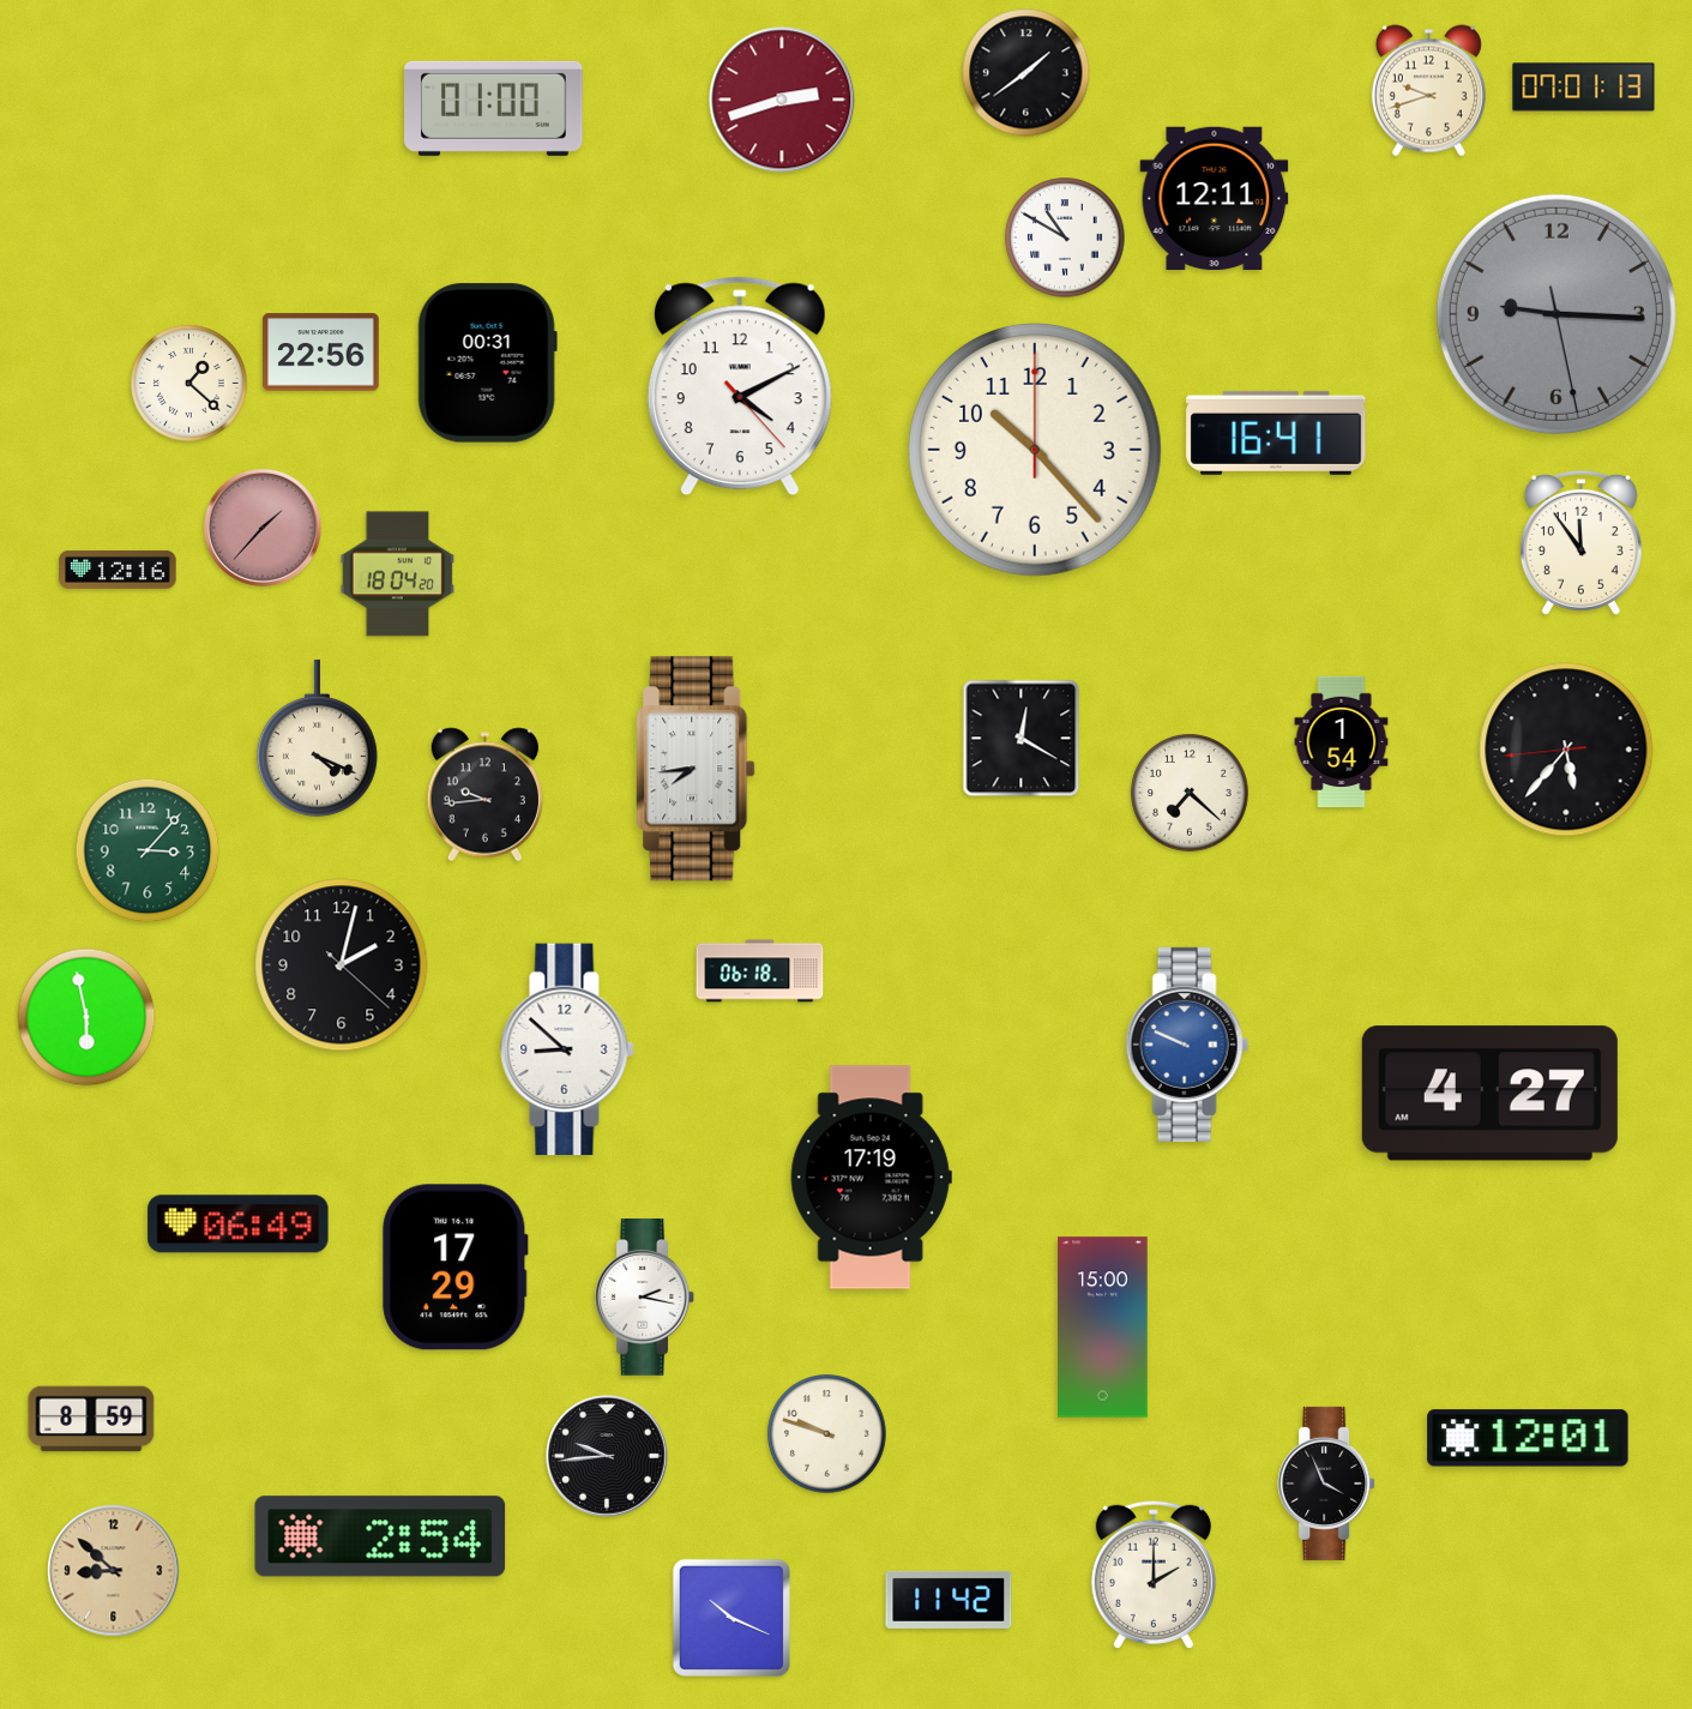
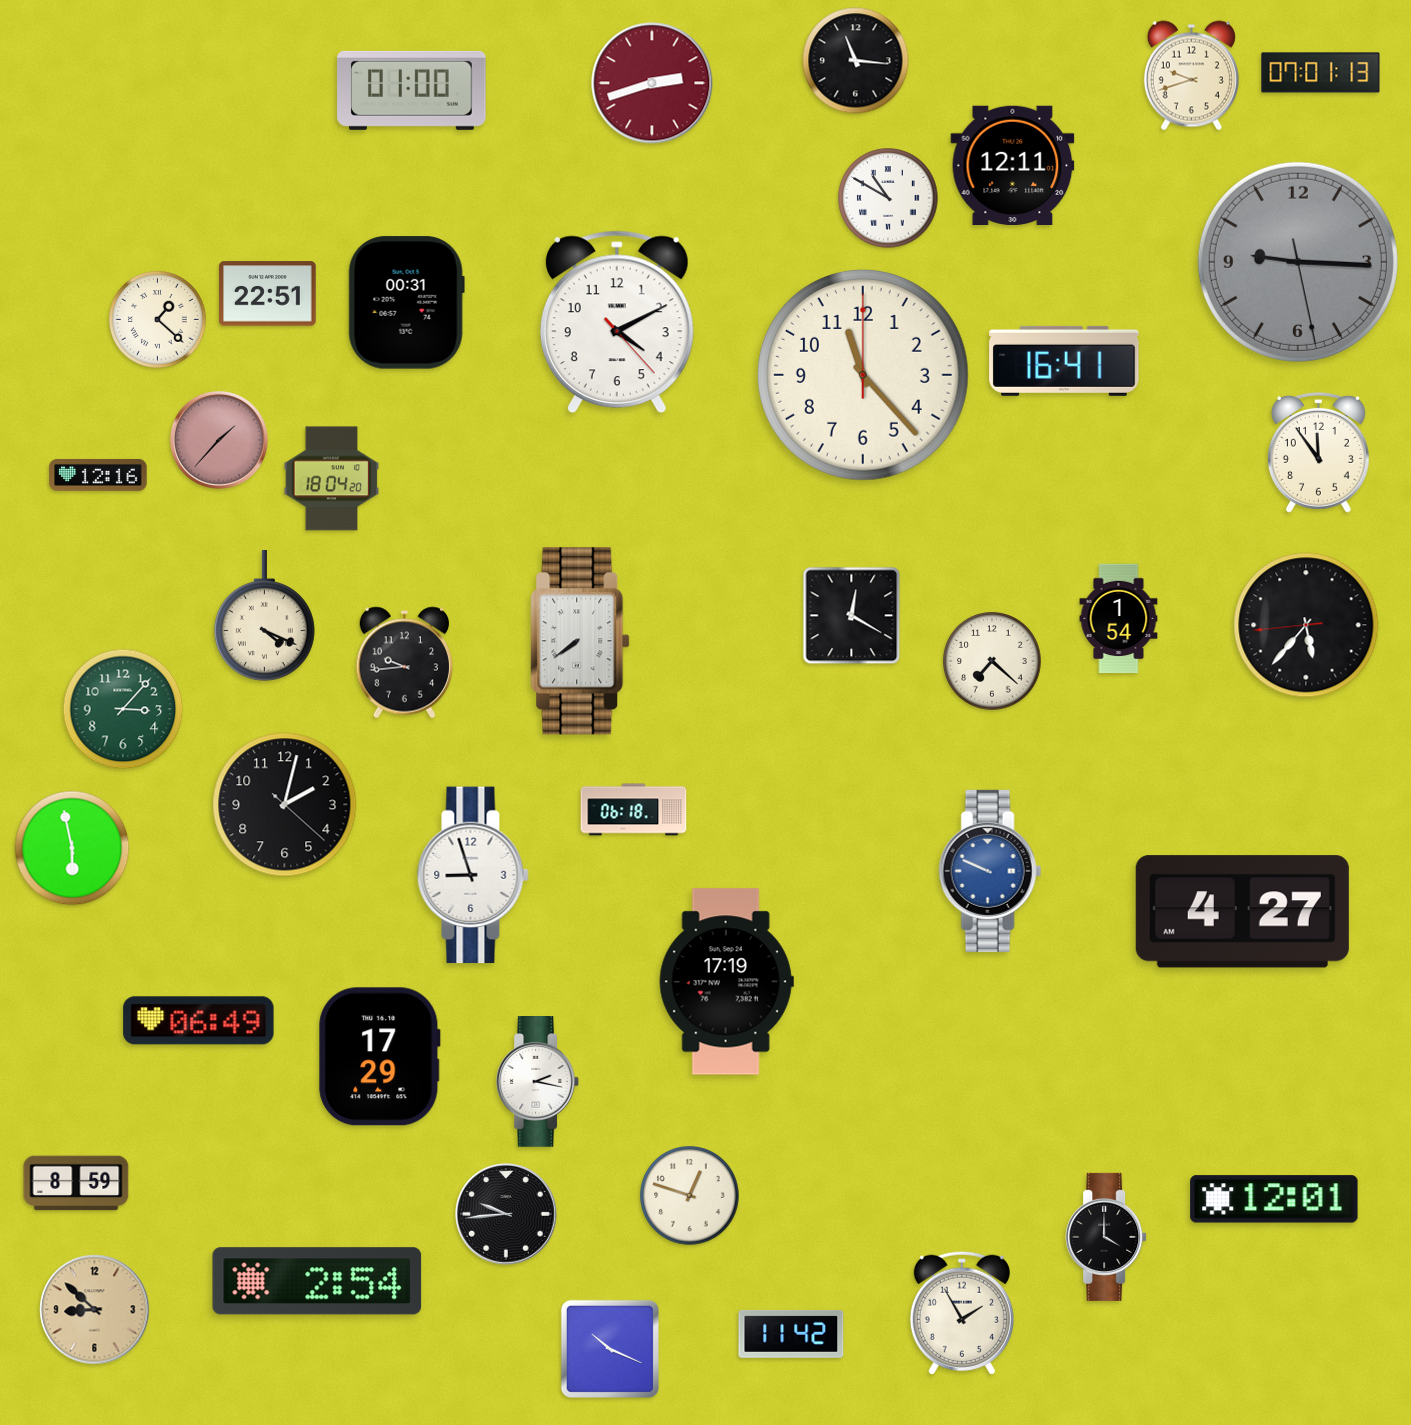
clock at (1026, 73): 1:39 -> 11:16
clock at (321, 353): 22:56 -> 22:51
clock at (1036, 451): 10:23 -> 11:23
clock at (696, 769): 7:44 -> 7:39
clock at (567, 1049): 8:52 -> 8:57
clock at (1103, 1328): 15:00 -> none
clock at (827, 1434): 9:48 -> 12:48
clock at (1326, 1484): 3:56 -> 4:00
clock at (1154, 1575): 2:00 -> 1:55
